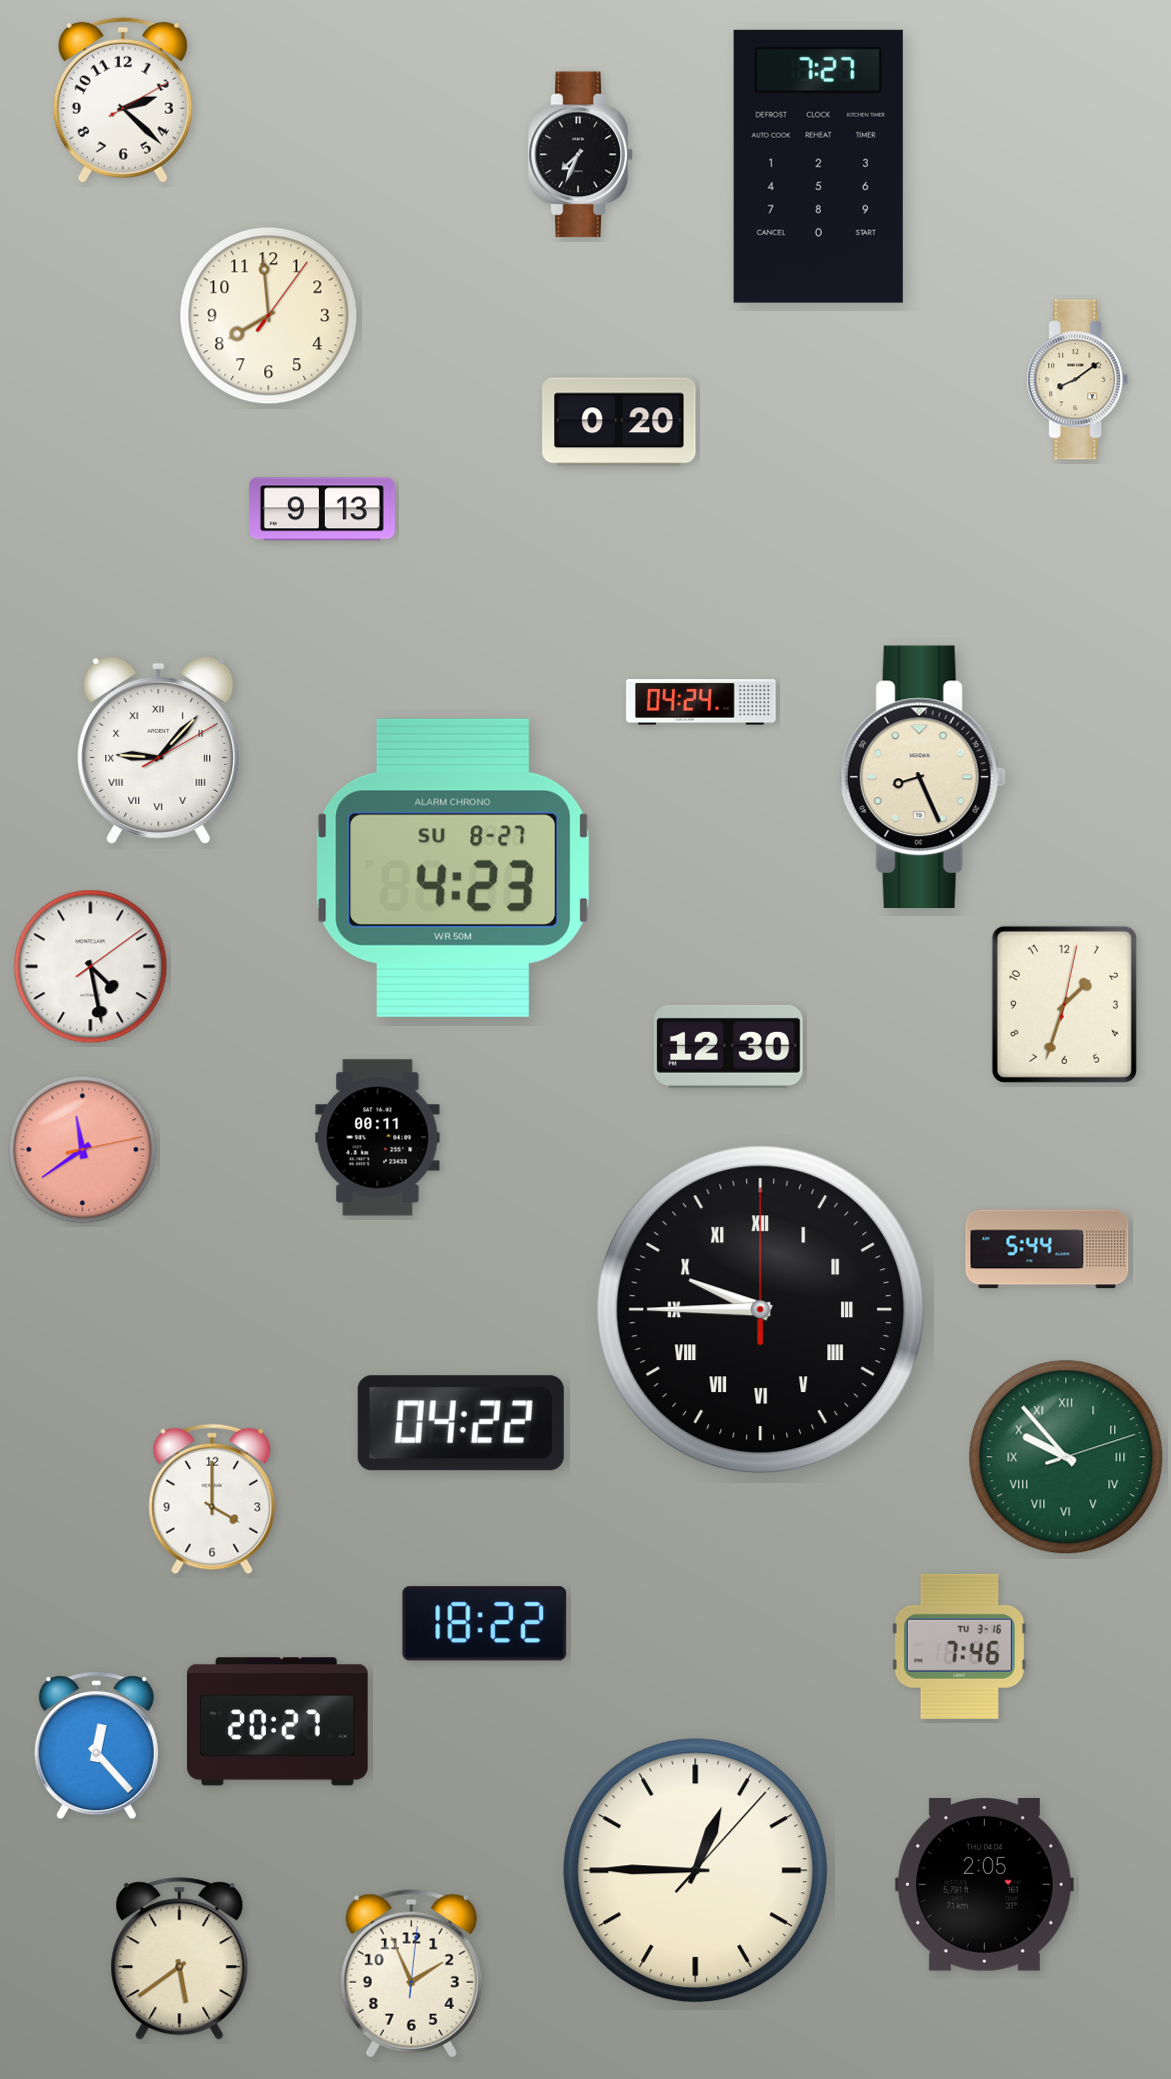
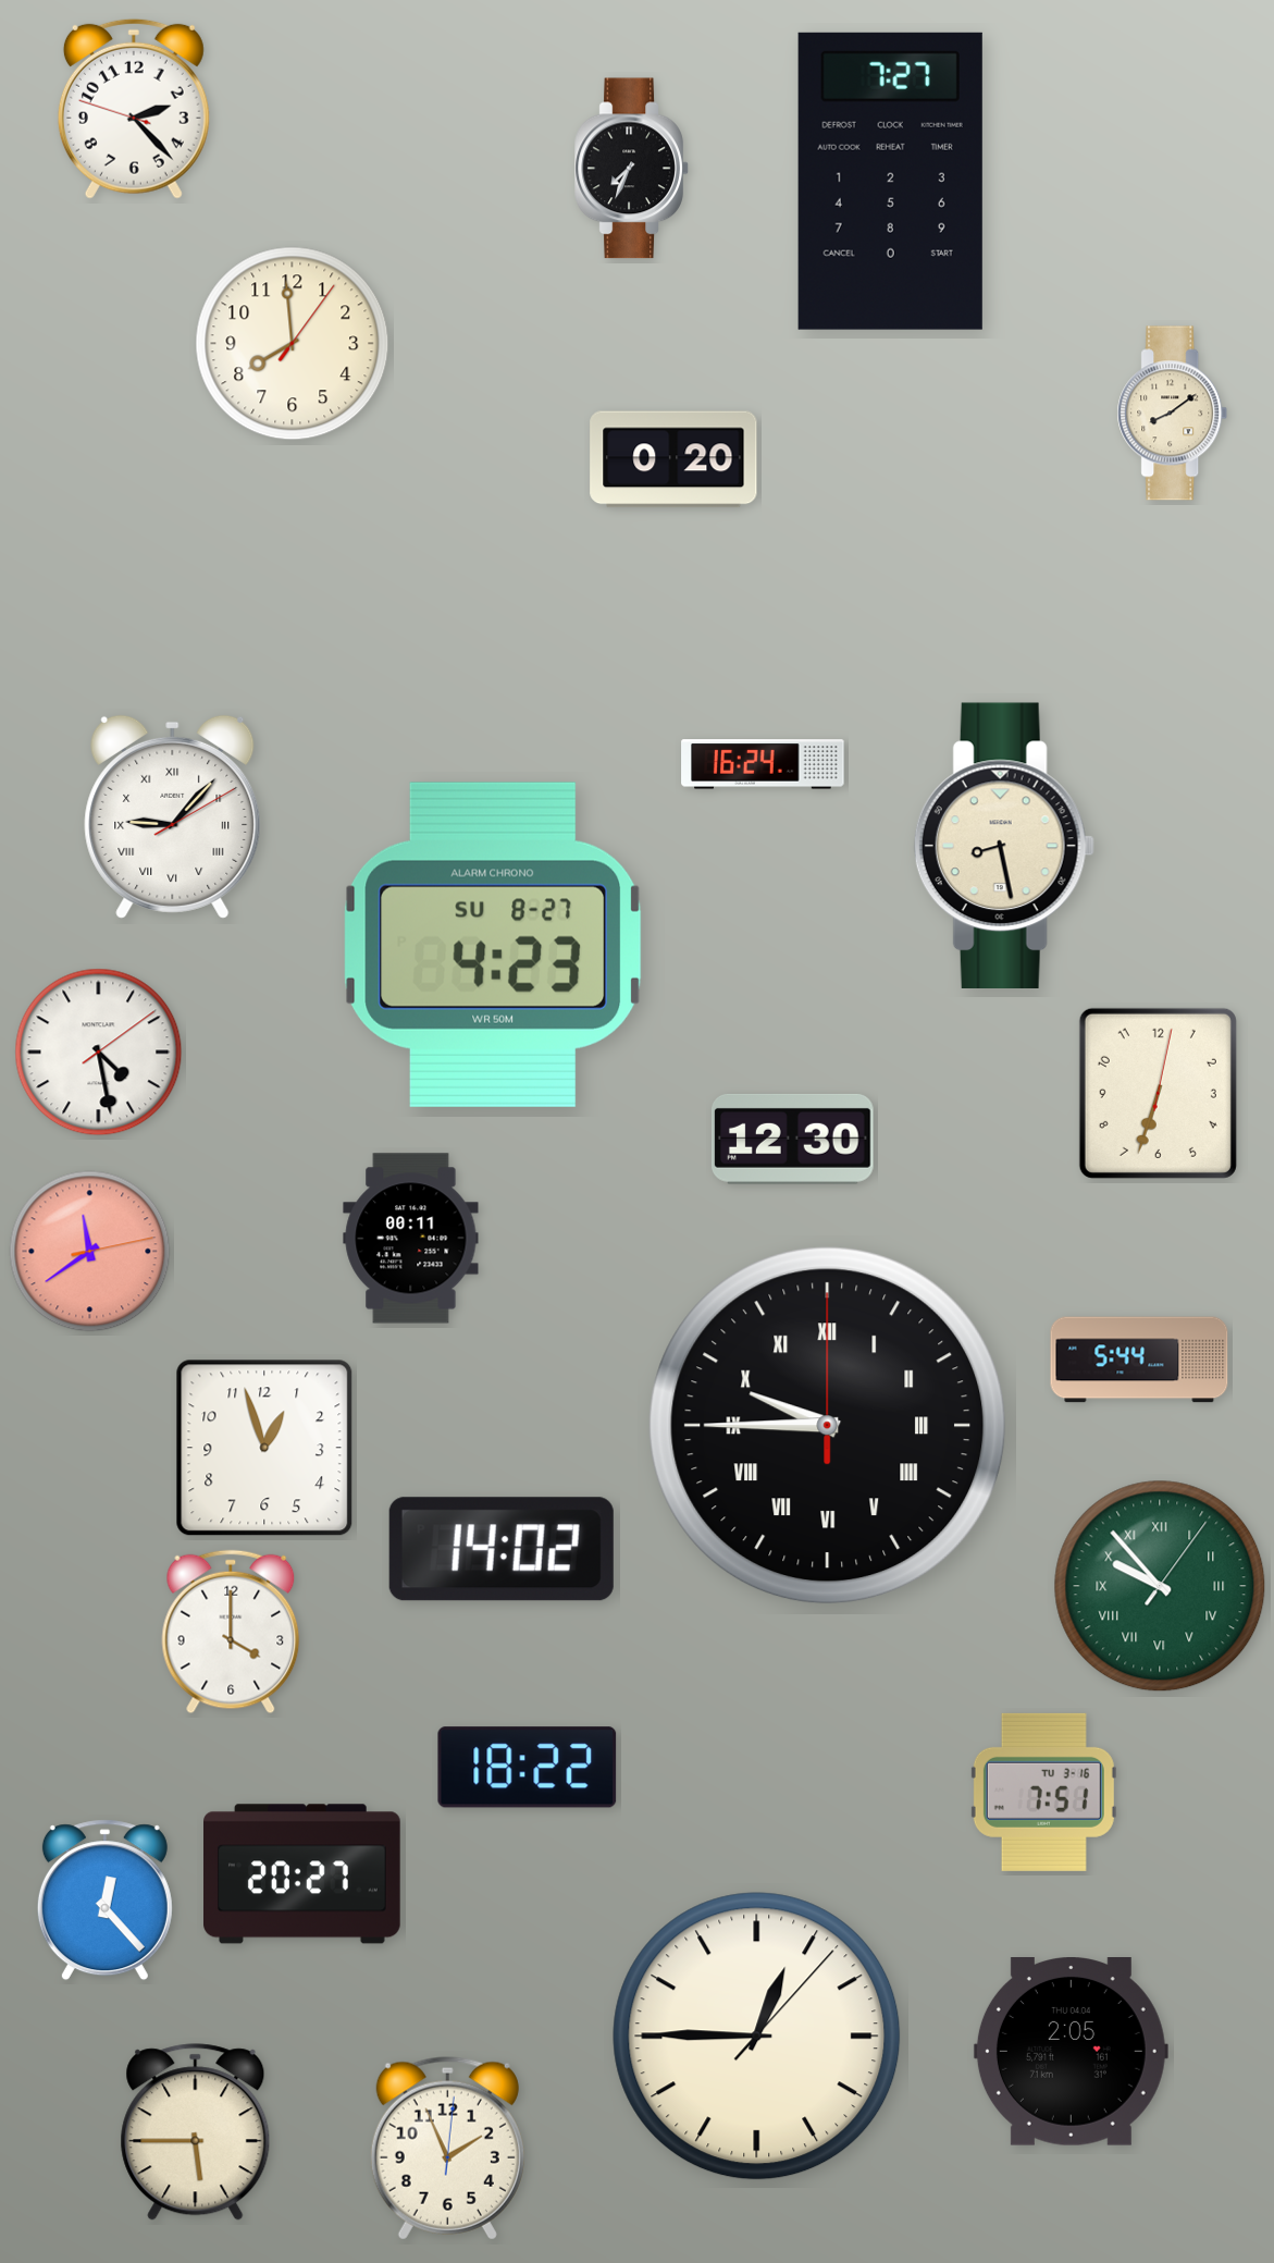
clock at (123, 100): 2:22:10 -> 2:22:48
clock at (322, 509): 9:13 -> none
clock at (701, 702): 04:24 -> 16:24
clock at (923, 776): 8:26 -> 8:28
clock at (1064, 1004): 1:33 -> 6:33
clock at (264, 1448): none -> 12:57
clock at (461, 1423): 04:22 -> 14:02
clock at (1066, 1457): 9:53:12 -> 9:53:06
clock at (959, 1646): 7:46 -> 7:51
clock at (180, 1959): 5:39 -> 5:45
